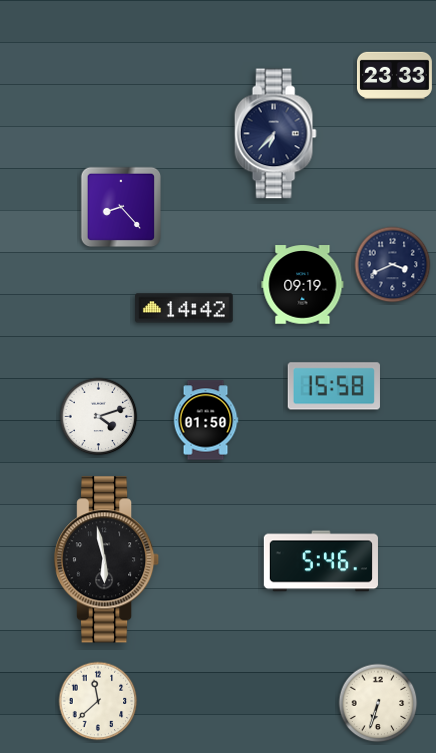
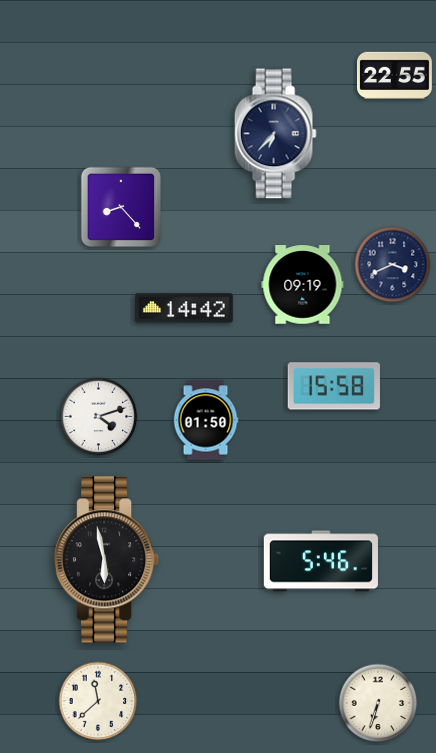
clock at (394, 75): 23:33 -> 22:55
